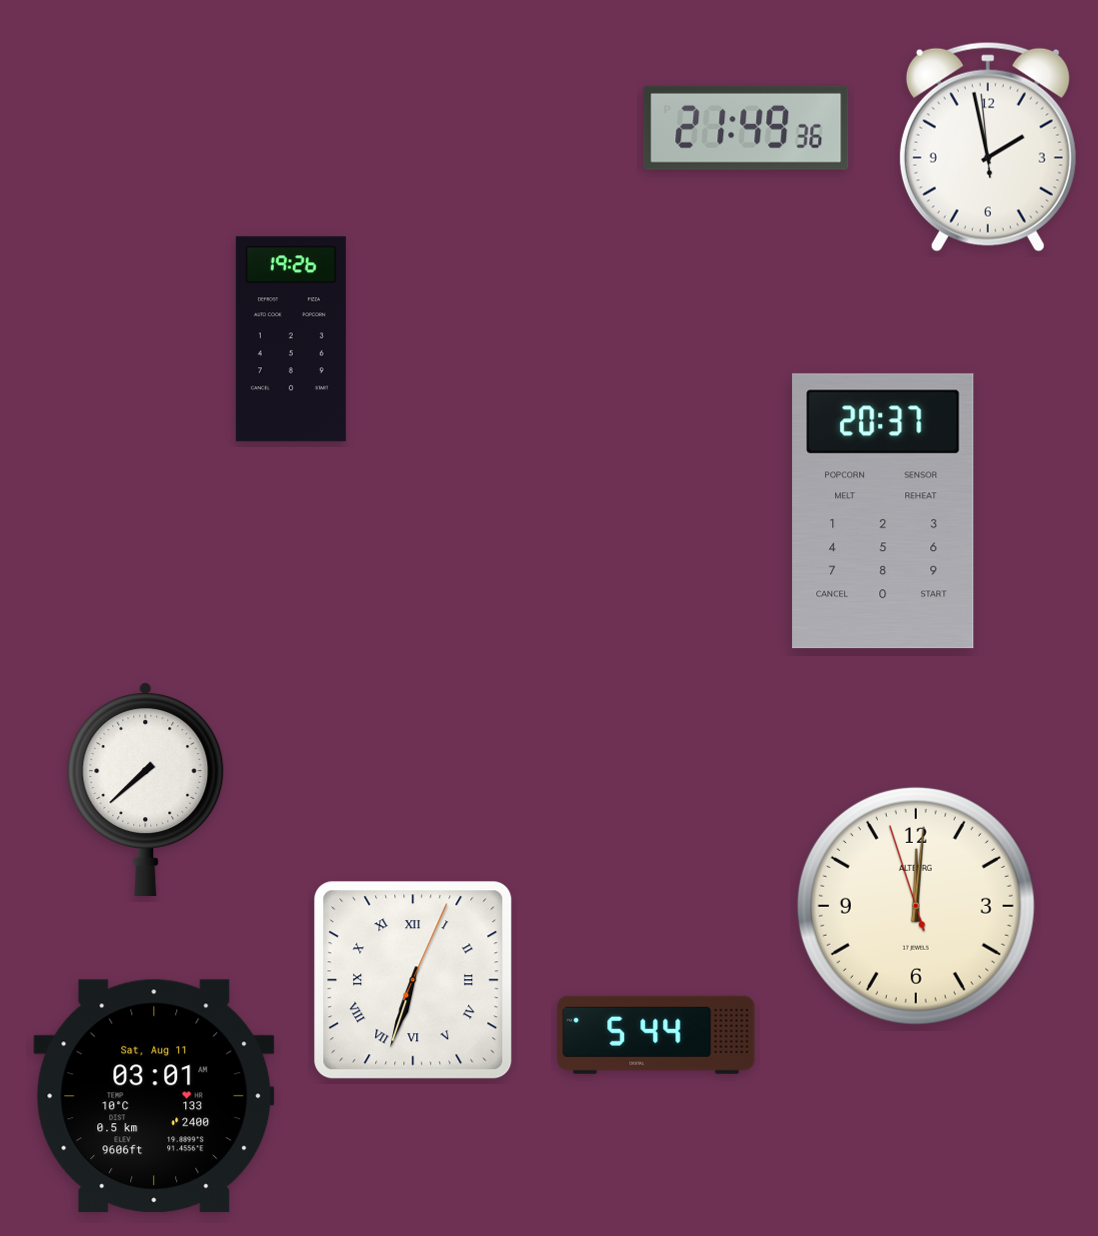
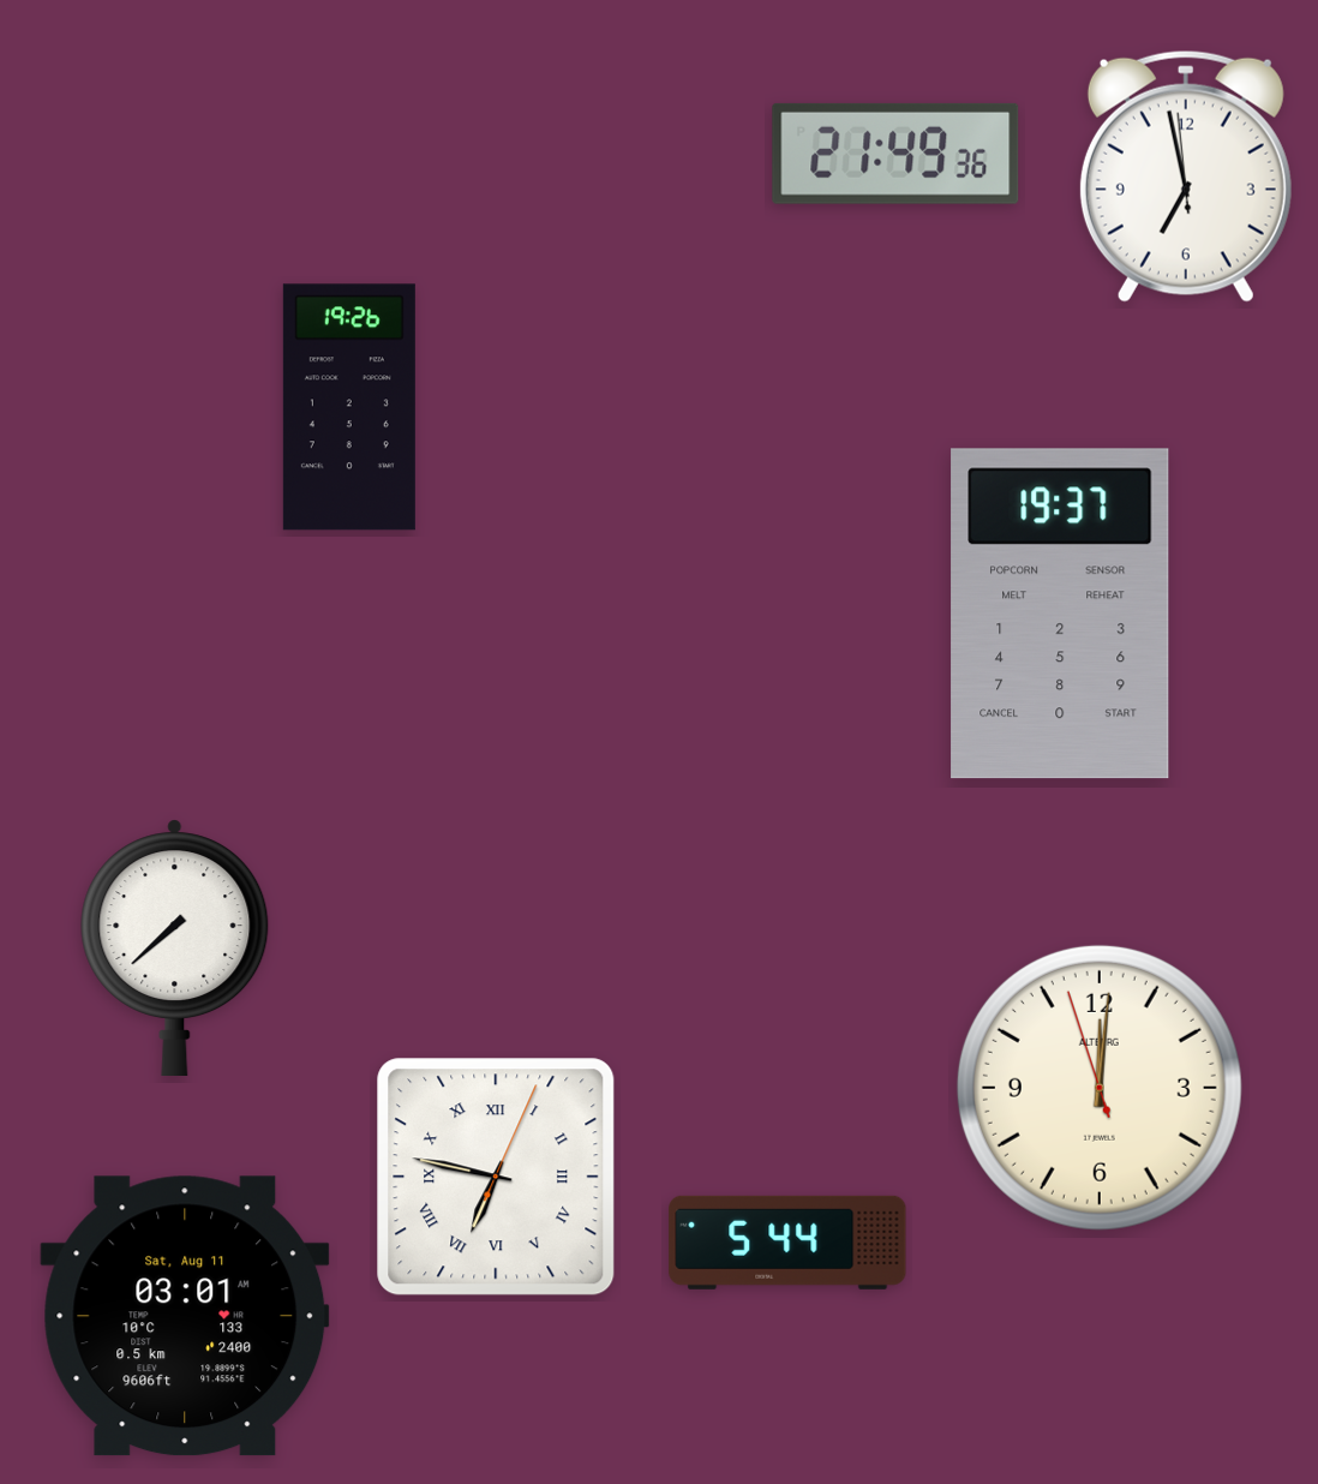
clock at (988, 147): 1:57 -> 6:57
clock at (883, 511): 20:37 -> 19:37
clock at (413, 980): 6:33 -> 6:47
